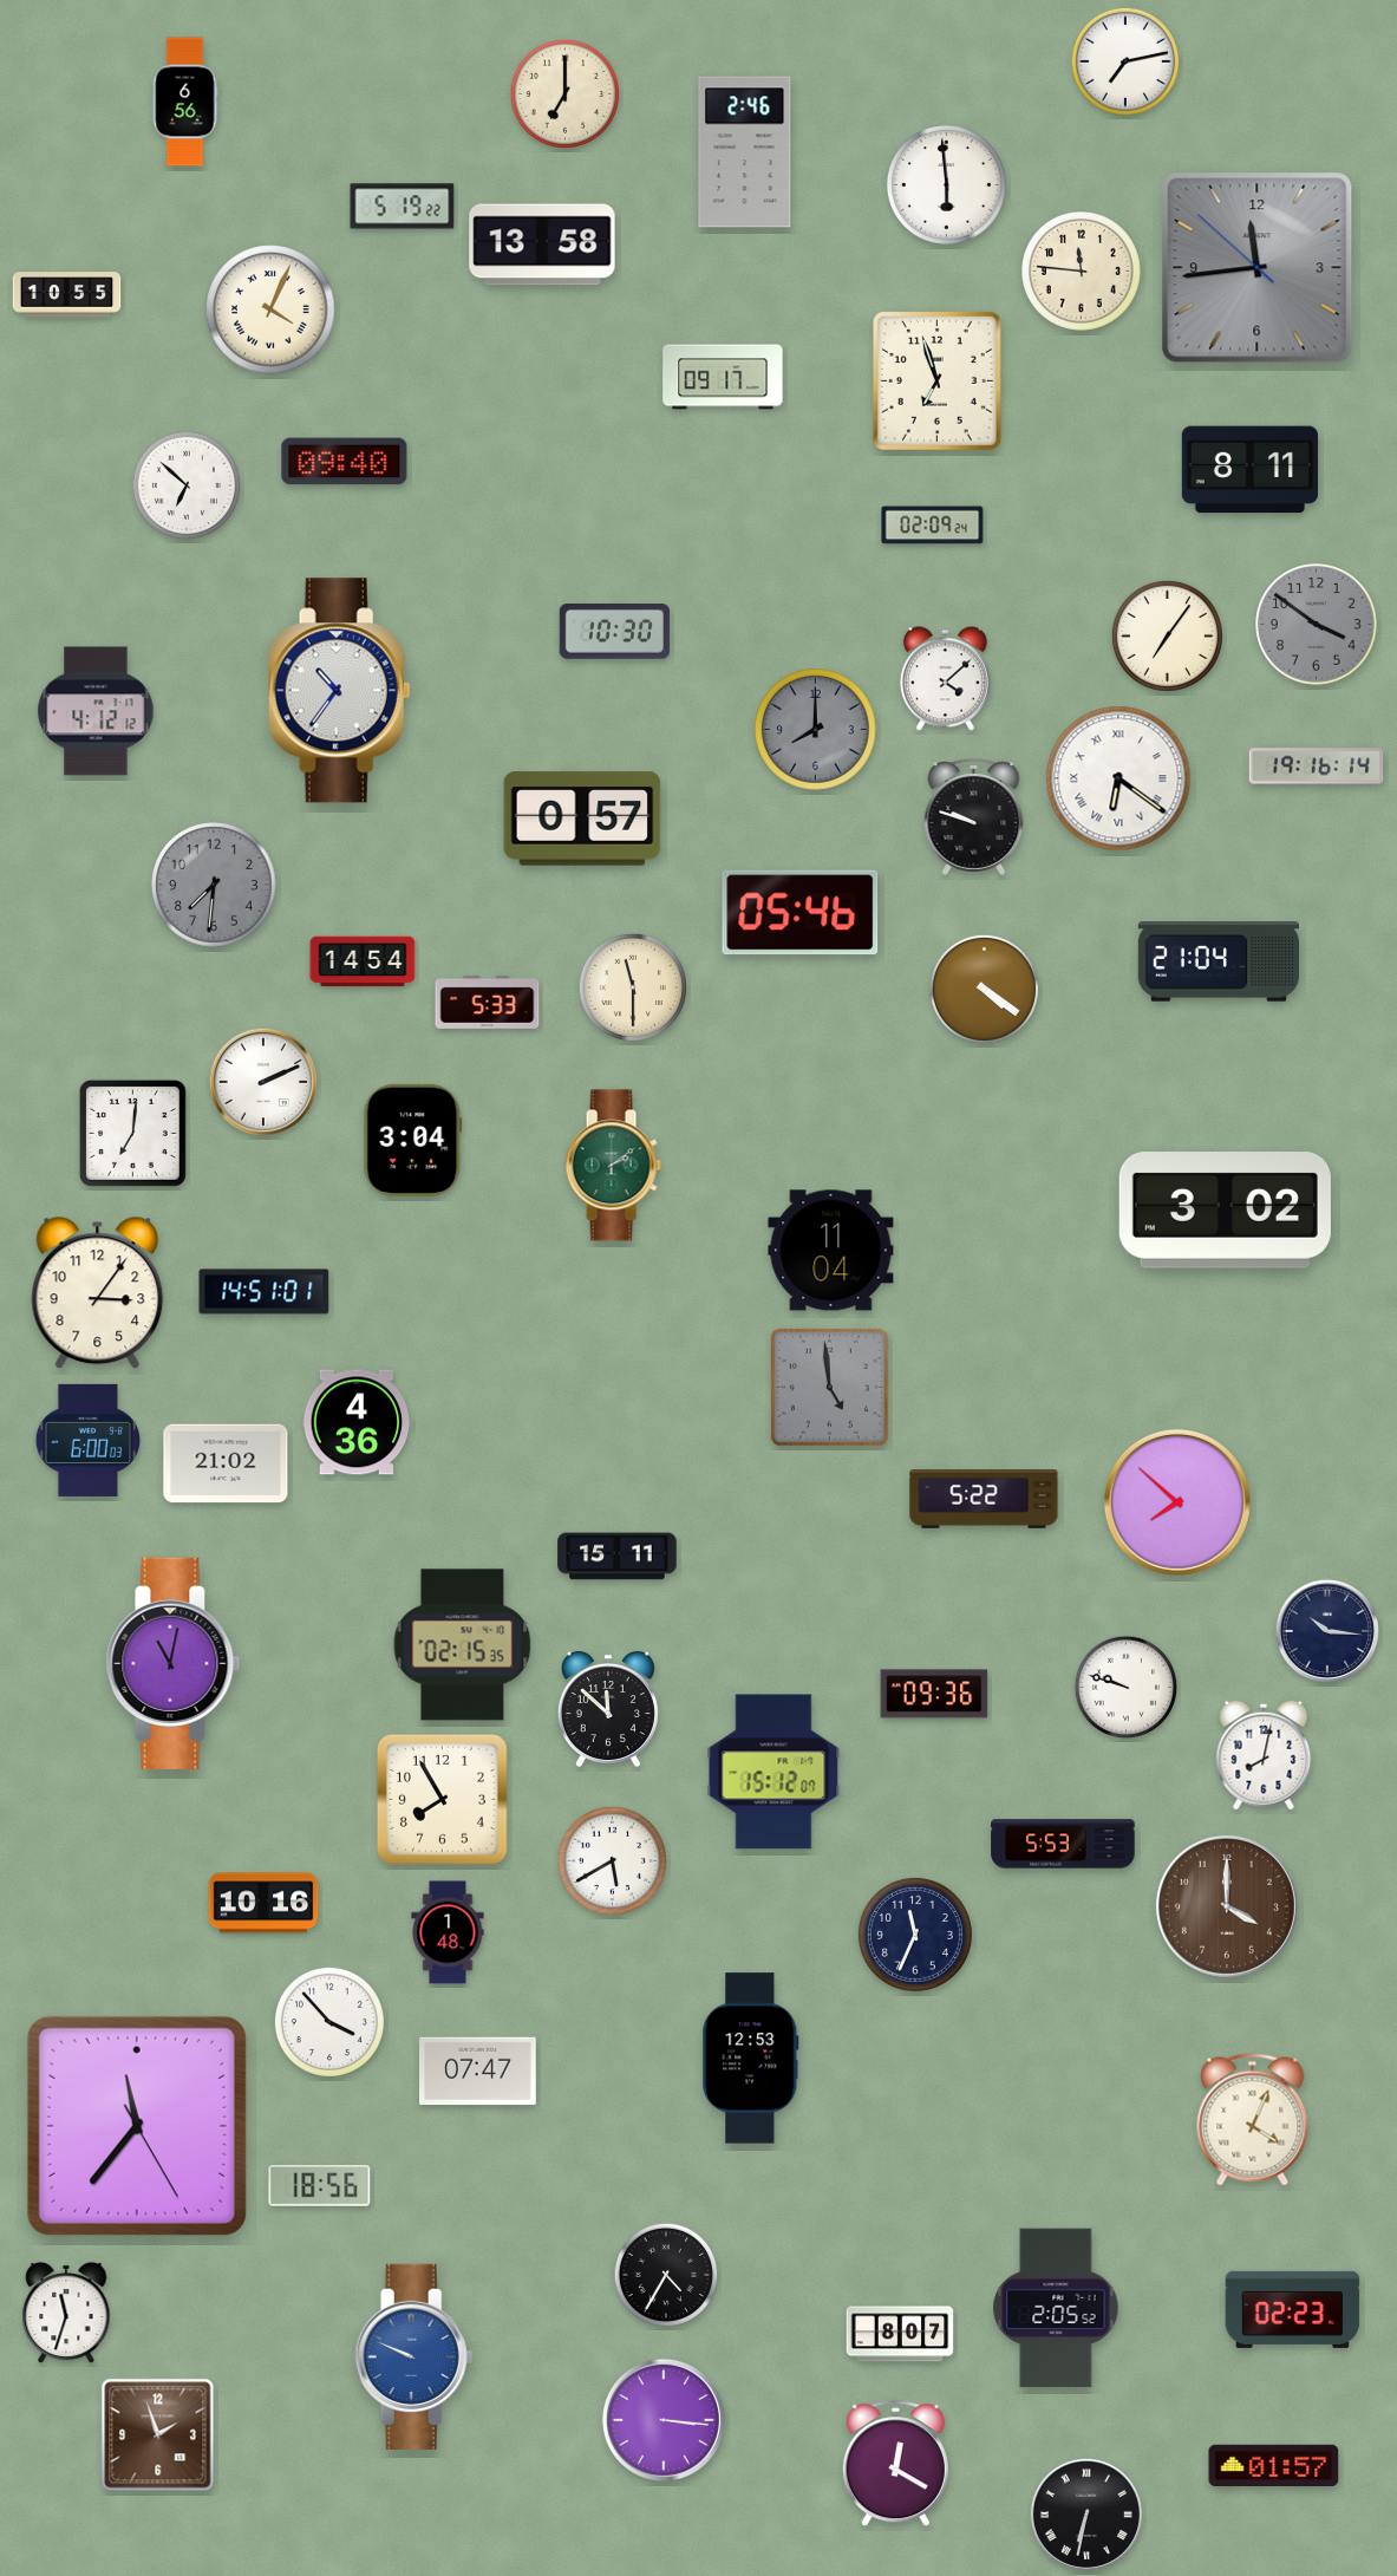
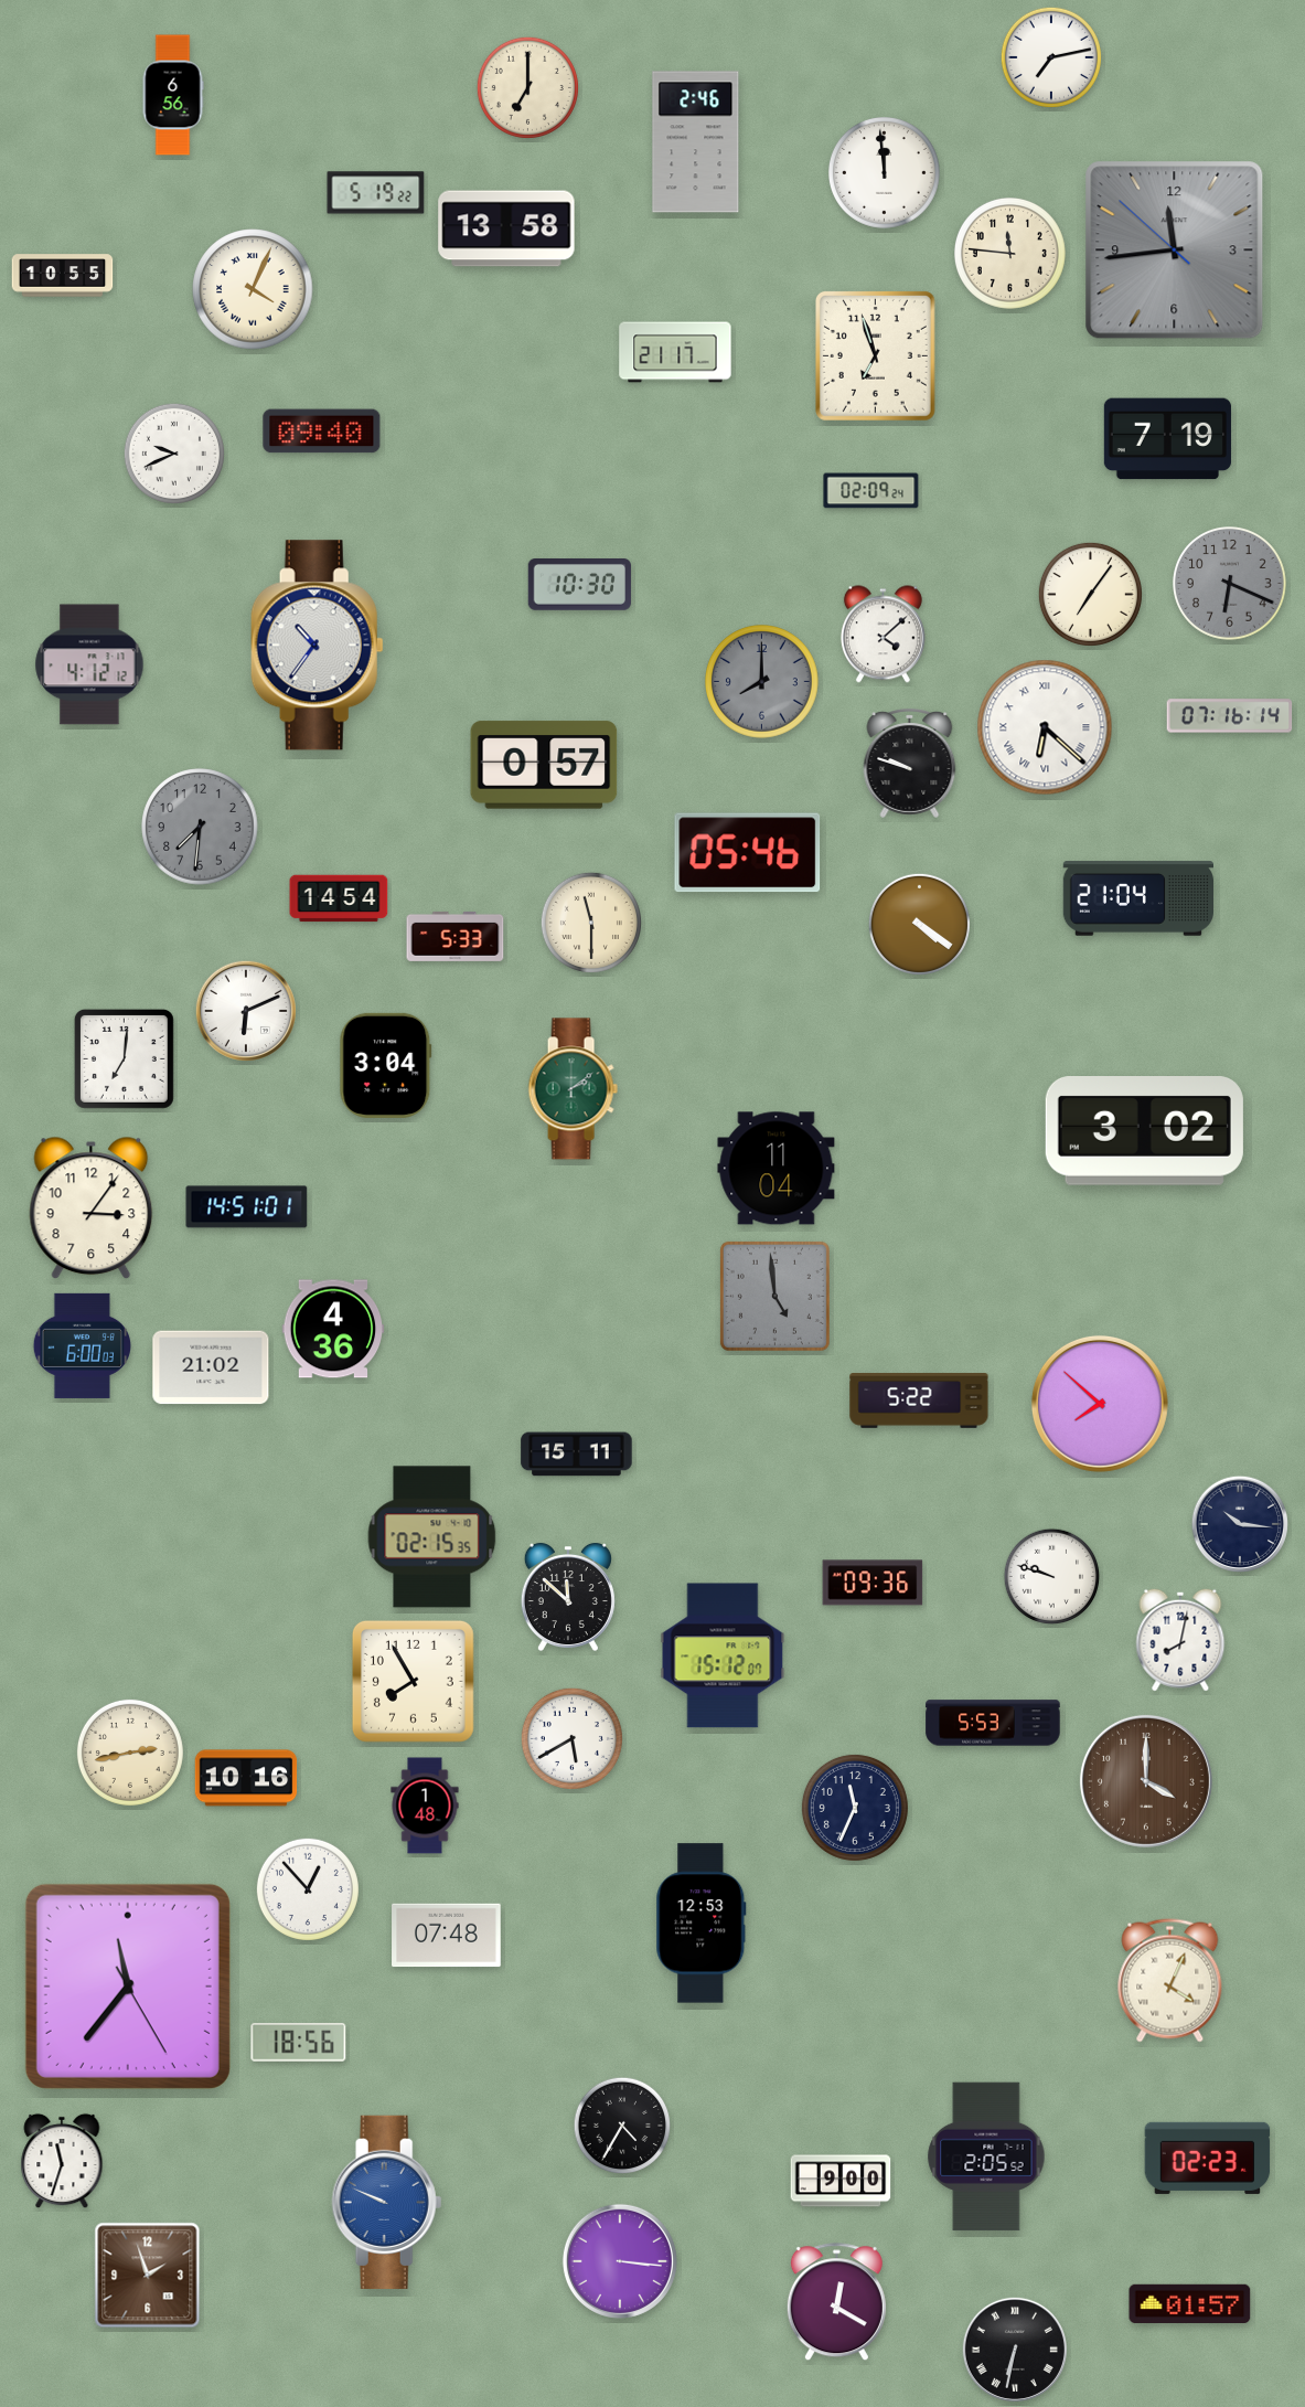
clock at (947, 185): 5:59 -> 11:59
clock at (723, 377): 09:17 -> 21:17
clock at (1249, 470): 8:11 -> 7:19
clock at (187, 485): 6:52 -> 9:41
clock at (1317, 625): 3:51 -> 6:19
clock at (614, 632) position: (614, 632) -> (579, 585)
clock at (1317, 767): 19:16 -> 07:16
clock at (1118, 778): 6:21 -> 6:22
clock at (263, 1082): 2:11 -> 6:11
clock at (174, 1663): 11:02 -> none
clock at (130, 1753): none -> 2:43
clock at (448, 1932) position: (448, 1932) -> (425, 1806)
clock at (329, 2022): 3:53 -> 12:53
clock at (478, 2072): 07:47 -> 07:48
clock at (900, 2334): 8:07 -> 9:00
